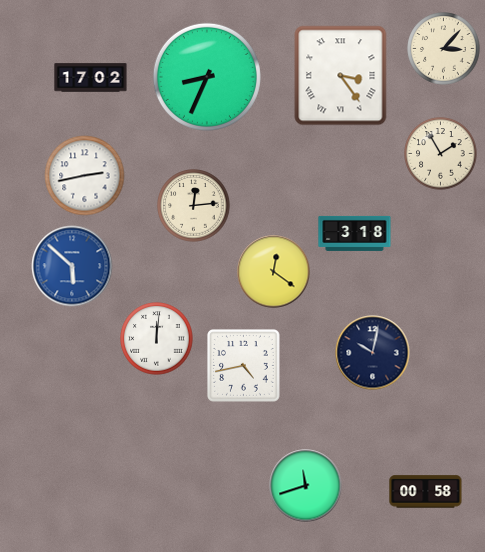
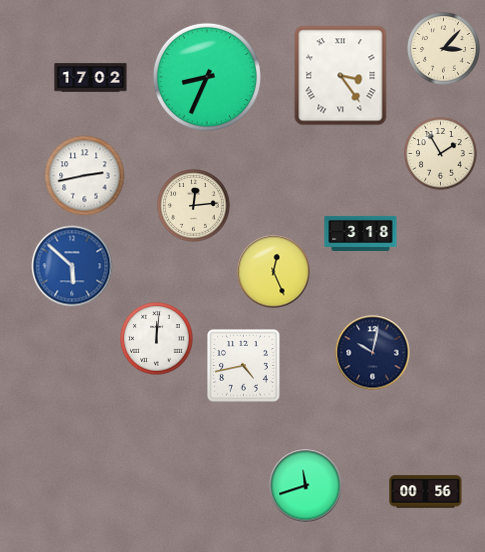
clock at (355, 233) position: (355, 233) -> (361, 233)
clock at (274, 272): 12:21 -> 12:26
clock at (426, 492): 00:58 -> 00:56
